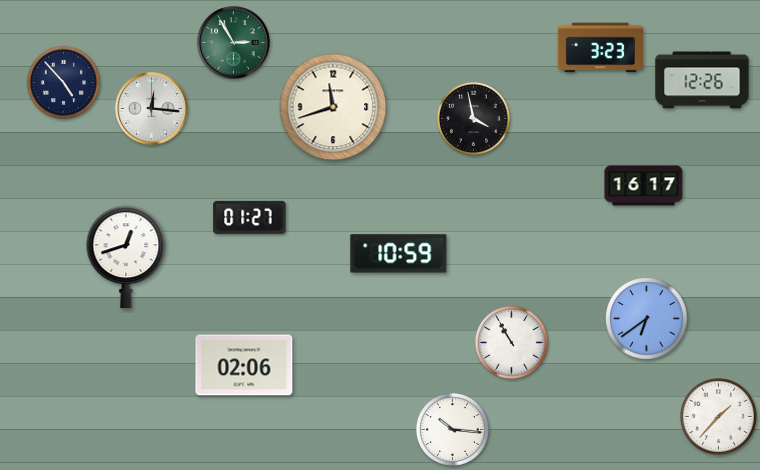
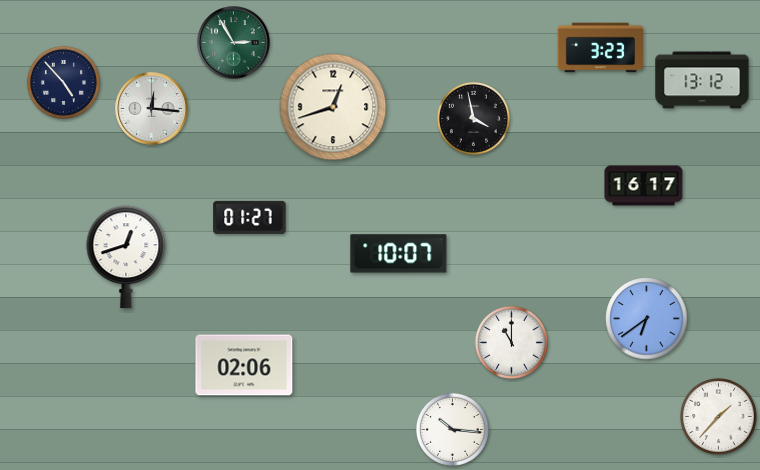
clock at (702, 80): 12:26 -> 13:12
clock at (333, 107): 11:42 -> 12:42
clock at (399, 254): 10:59 -> 10:07
clock at (511, 342): 10:55 -> 11:00
